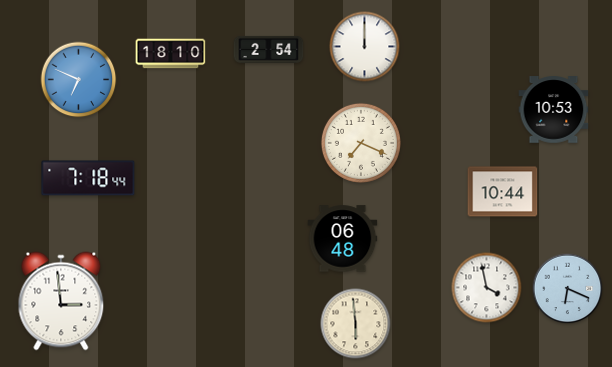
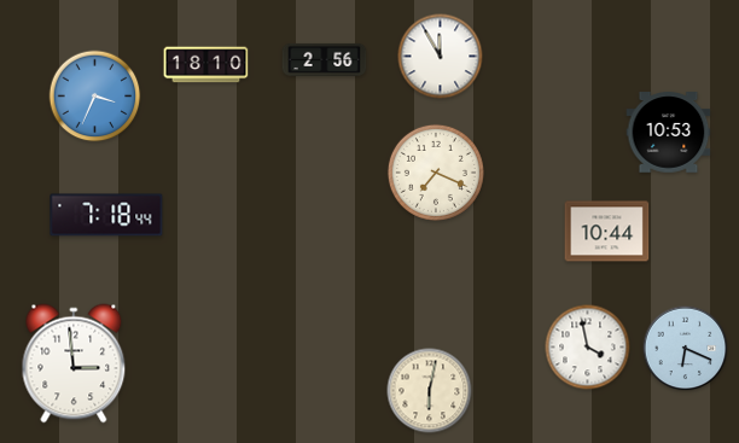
clock at (365, 47): 12:00 -> 11:55
clock at (269, 49): 2:54 -> 2:56
clock at (79, 80): 6:49 -> 3:34
clock at (343, 239): 06:48 -> none
clock at (356, 324): 5:59 -> 6:02
